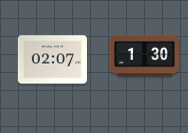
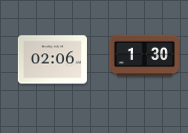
clock at (52, 60): 02:07 -> 02:06
